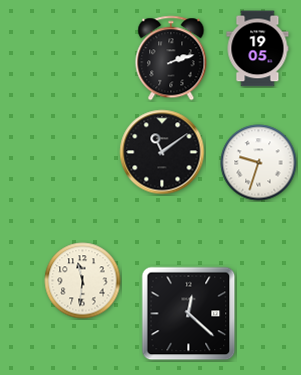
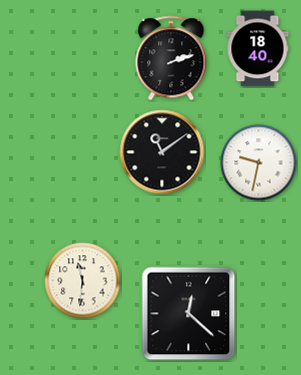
clock at (258, 49): 19:05 -> 18:40
clock at (259, 163): 9:33 -> 9:32
